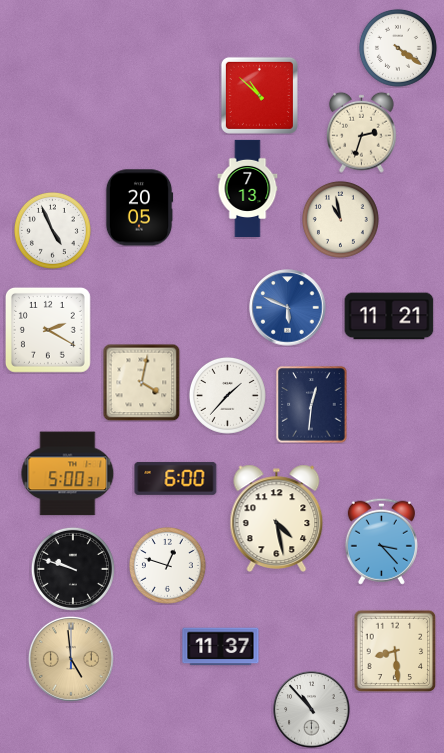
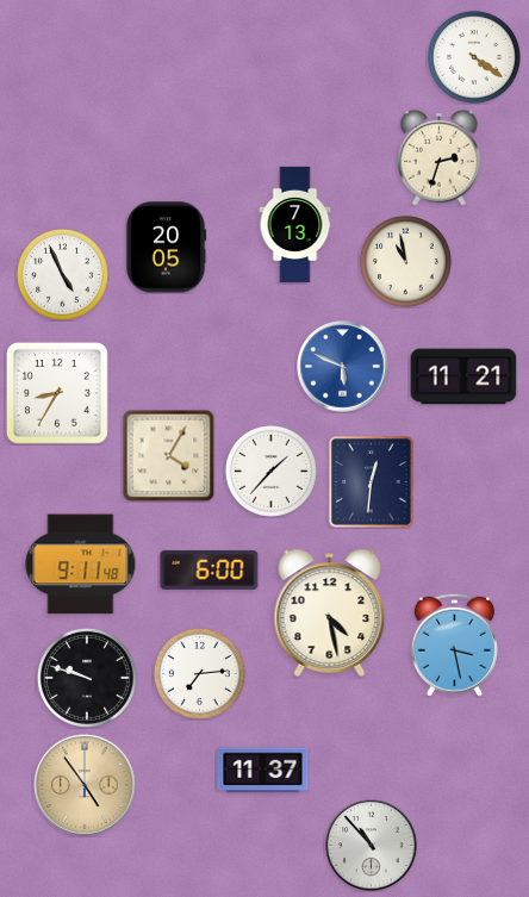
clock at (259, 95): 10:52 -> none
clock at (362, 132) position: (362, 132) -> (440, 157)
clock at (48, 330): 2:20 -> 8:35
clock at (141, 382): 4:02 -> 4:05
clock at (68, 474): 5:00 -> 9:11
clock at (277, 518) position: (277, 518) -> (330, 612)
clock at (381, 541): 3:23 -> 3:28
clock at (167, 565): 12:48 -> 7:14
clock at (395, 651): 8:29 -> none
clock at (71, 659): 4:59 -> 4:54
